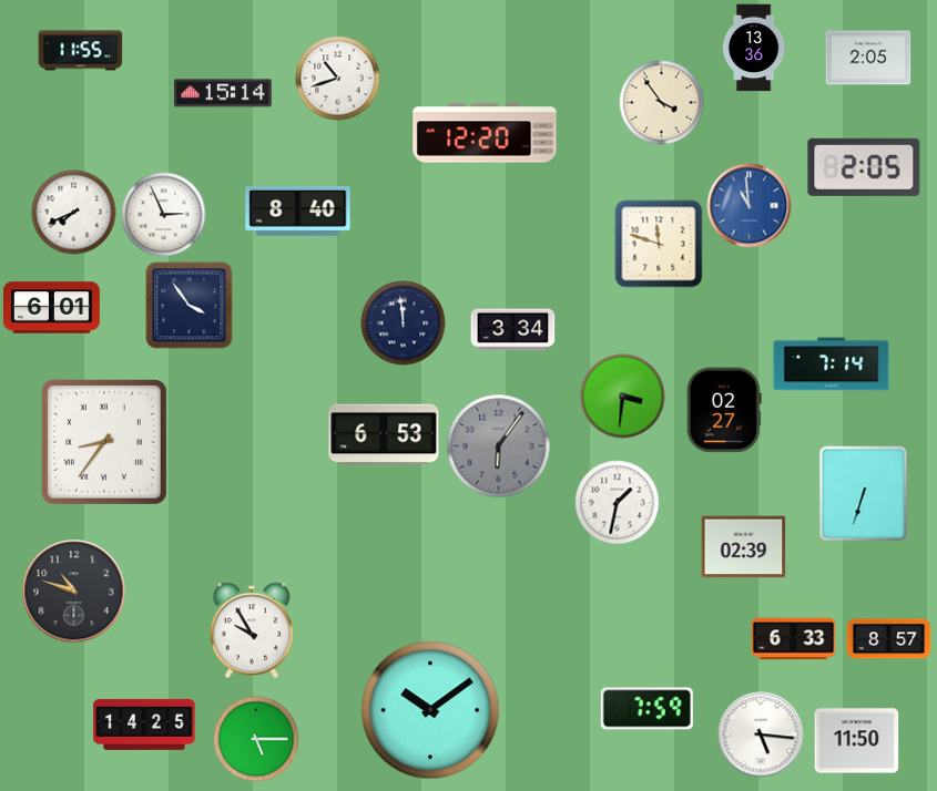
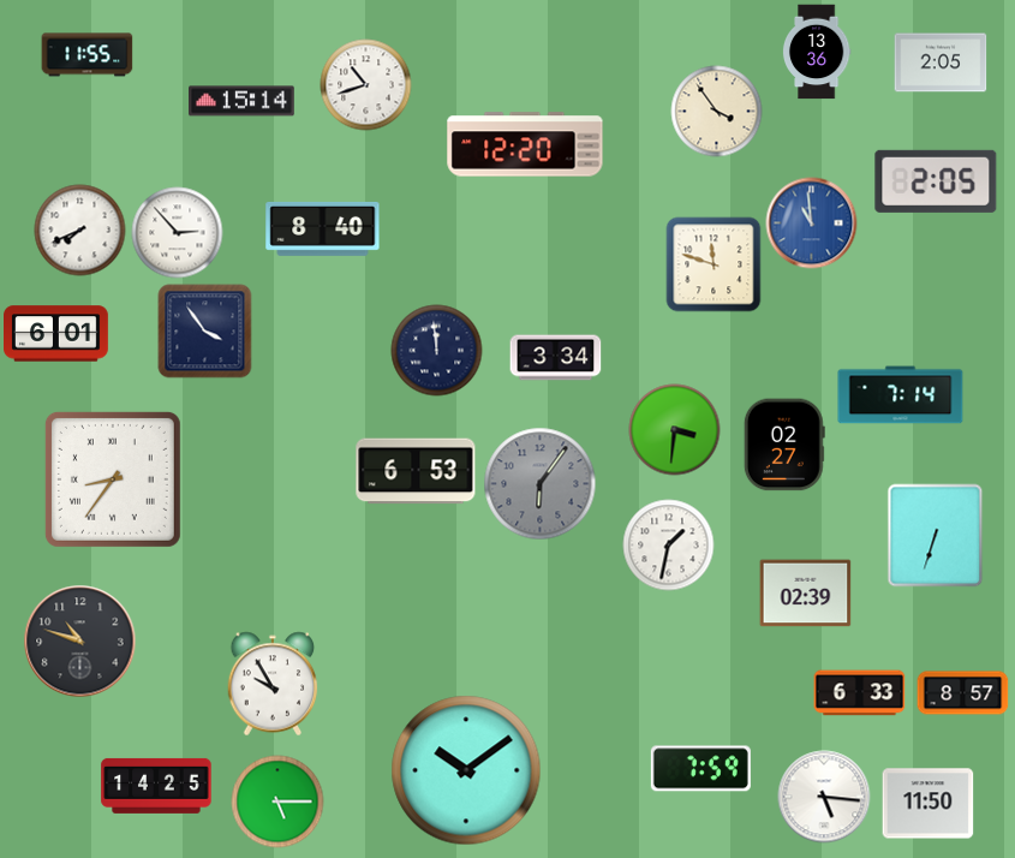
clock at (164, 215): 2:56 -> 2:53
